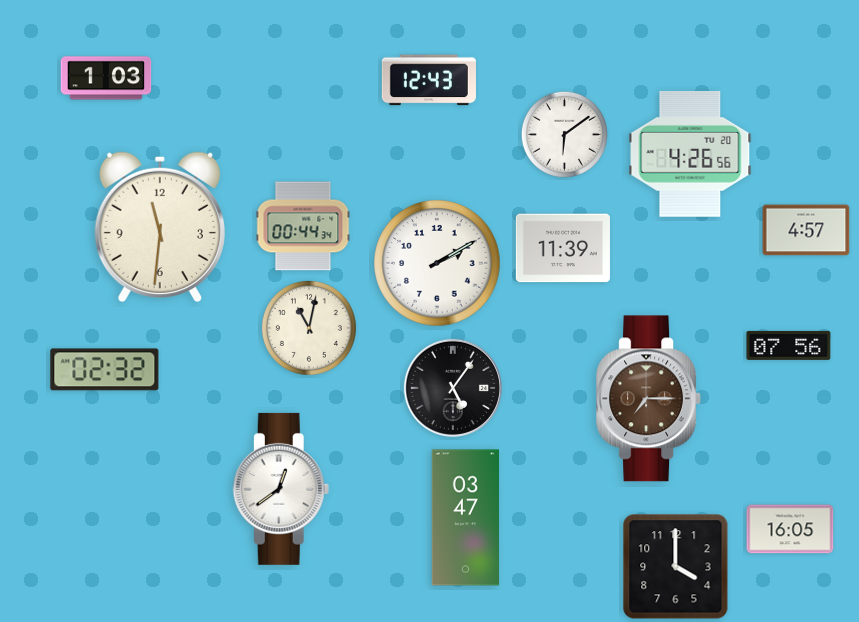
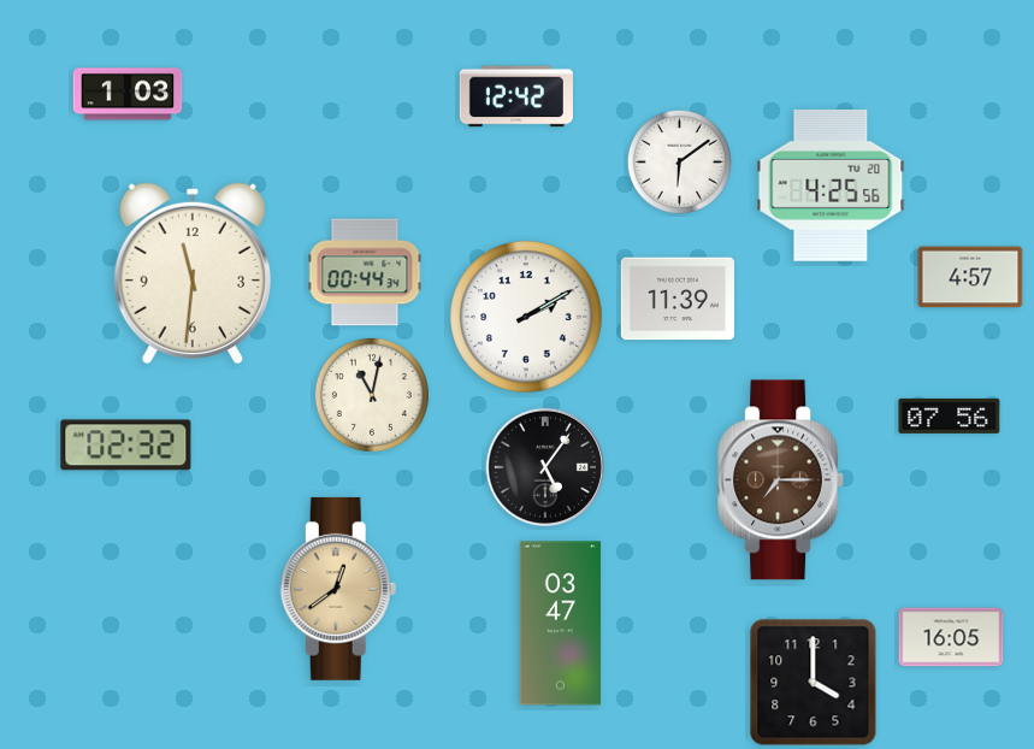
clock at (429, 80): 12:43 -> 12:42
clock at (690, 154): 4:26 -> 4:25
clock at (281, 489) dial: white -> champagne
